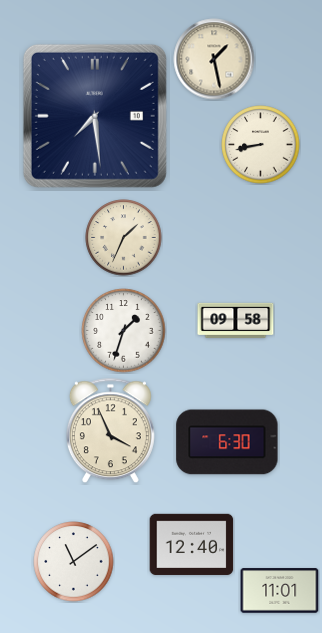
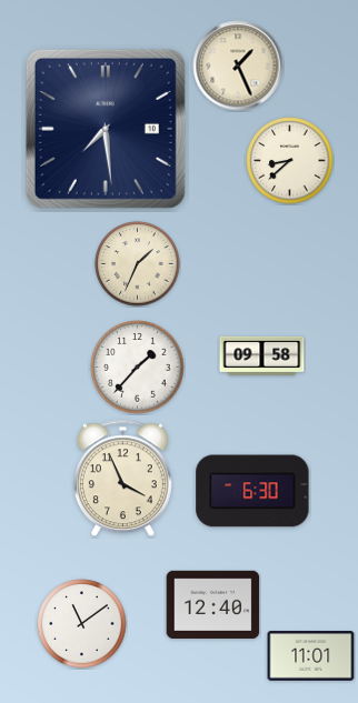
clock at (214, 59): 1:28 -> 1:26
clock at (261, 145): 8:43 -> 8:38
clock at (124, 331): 1:33 -> 1:37
